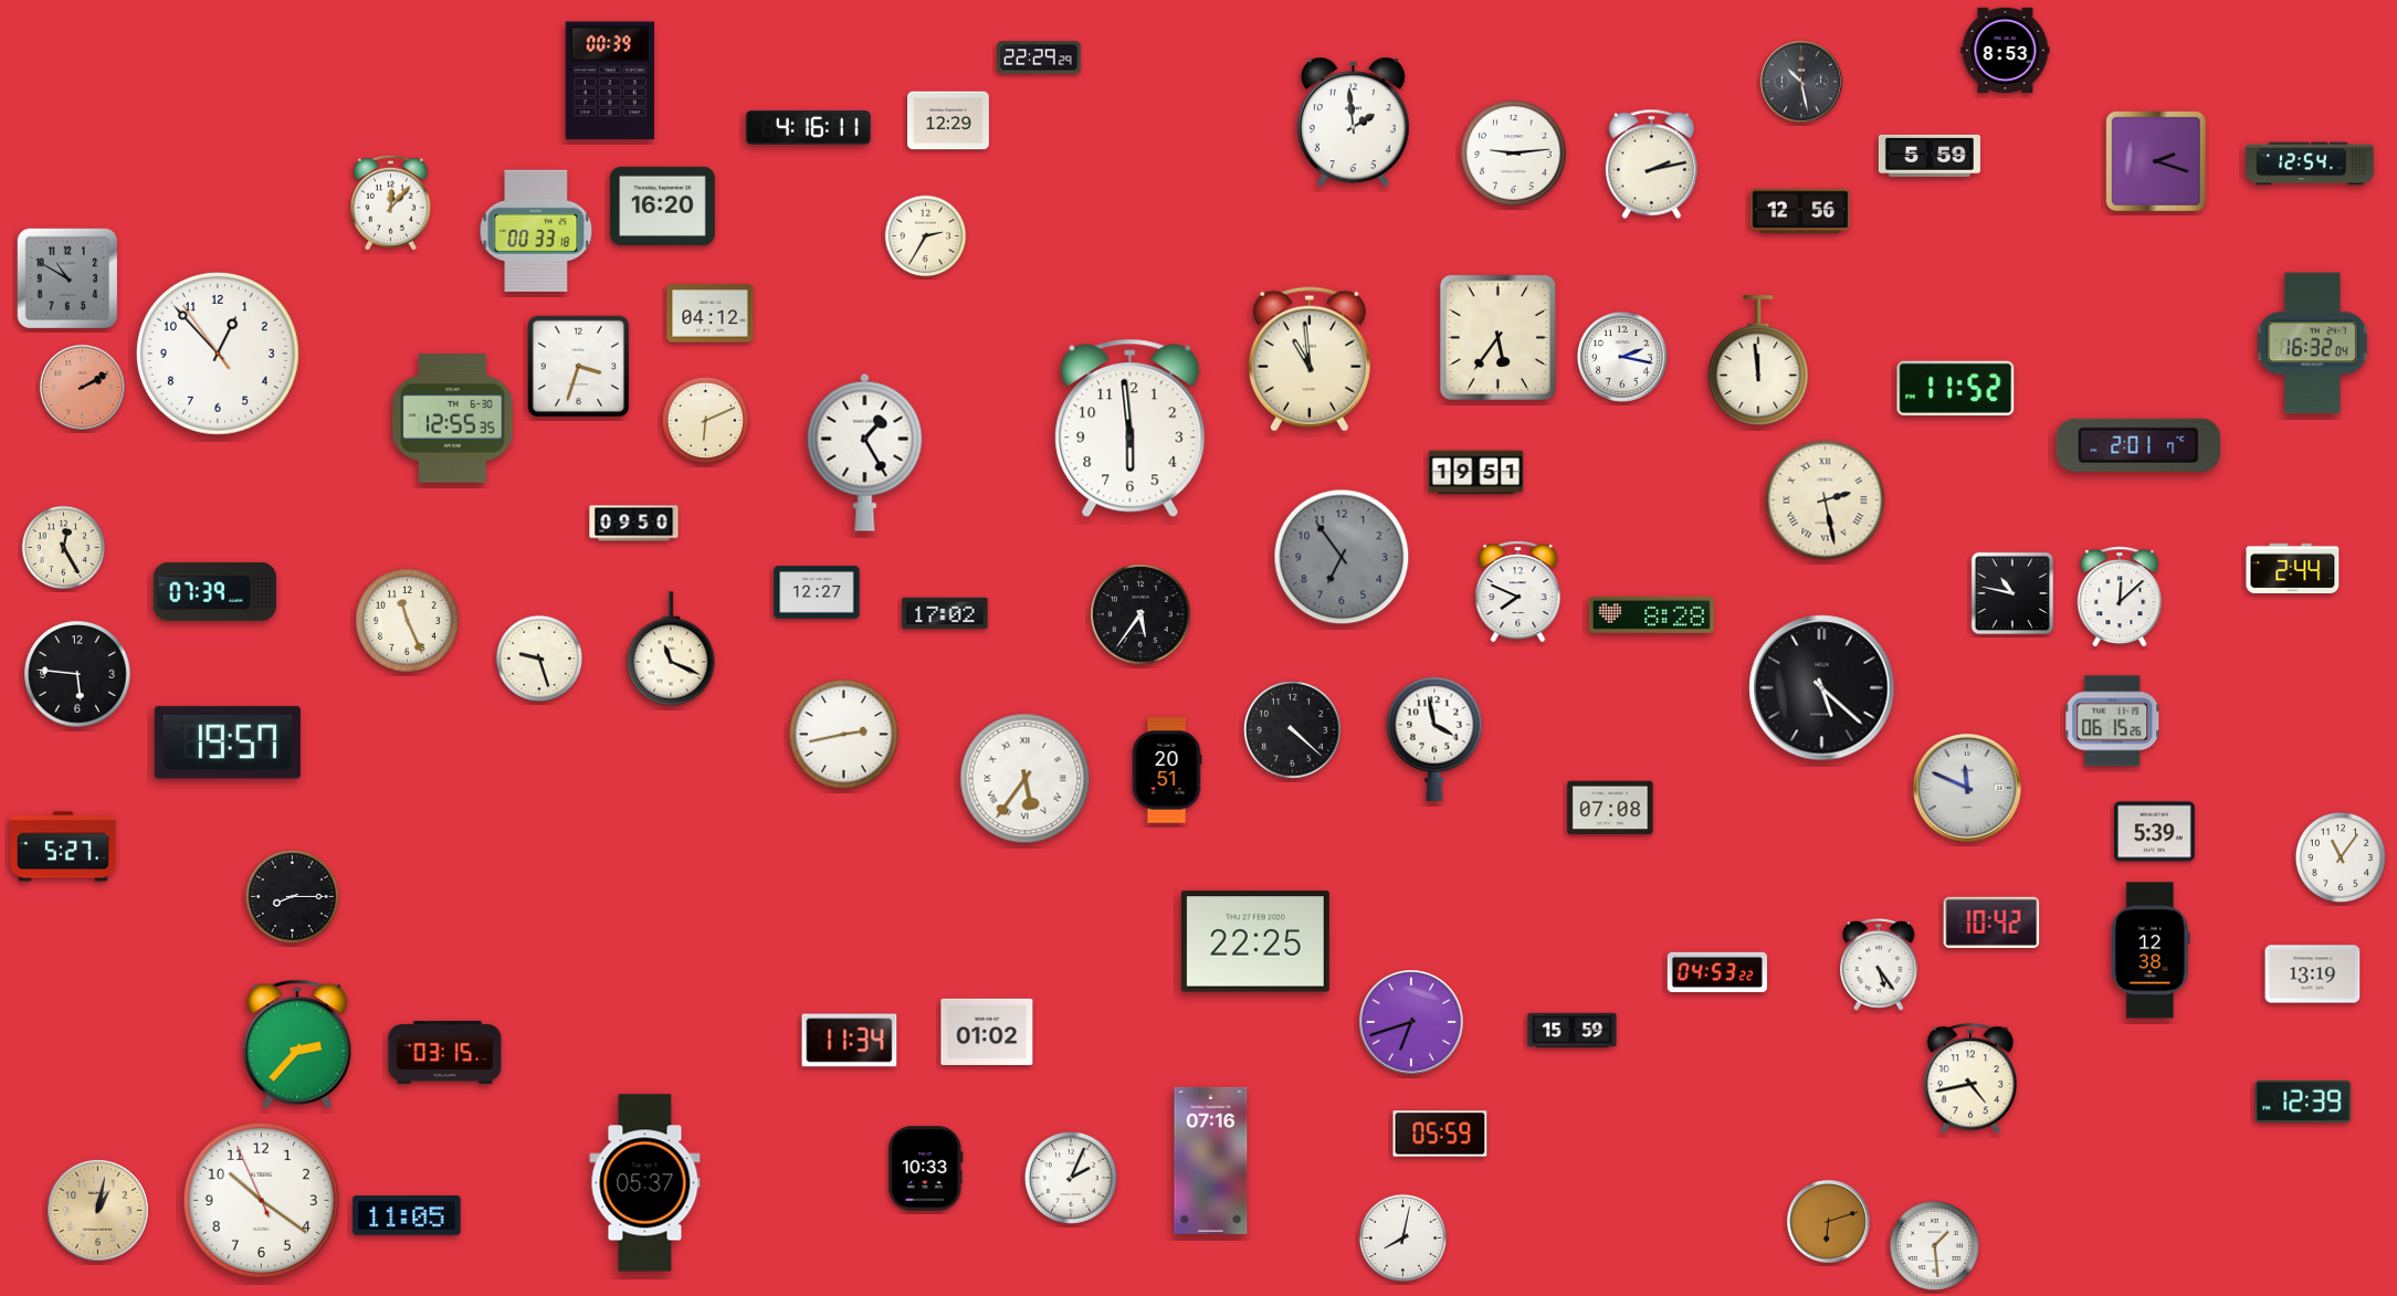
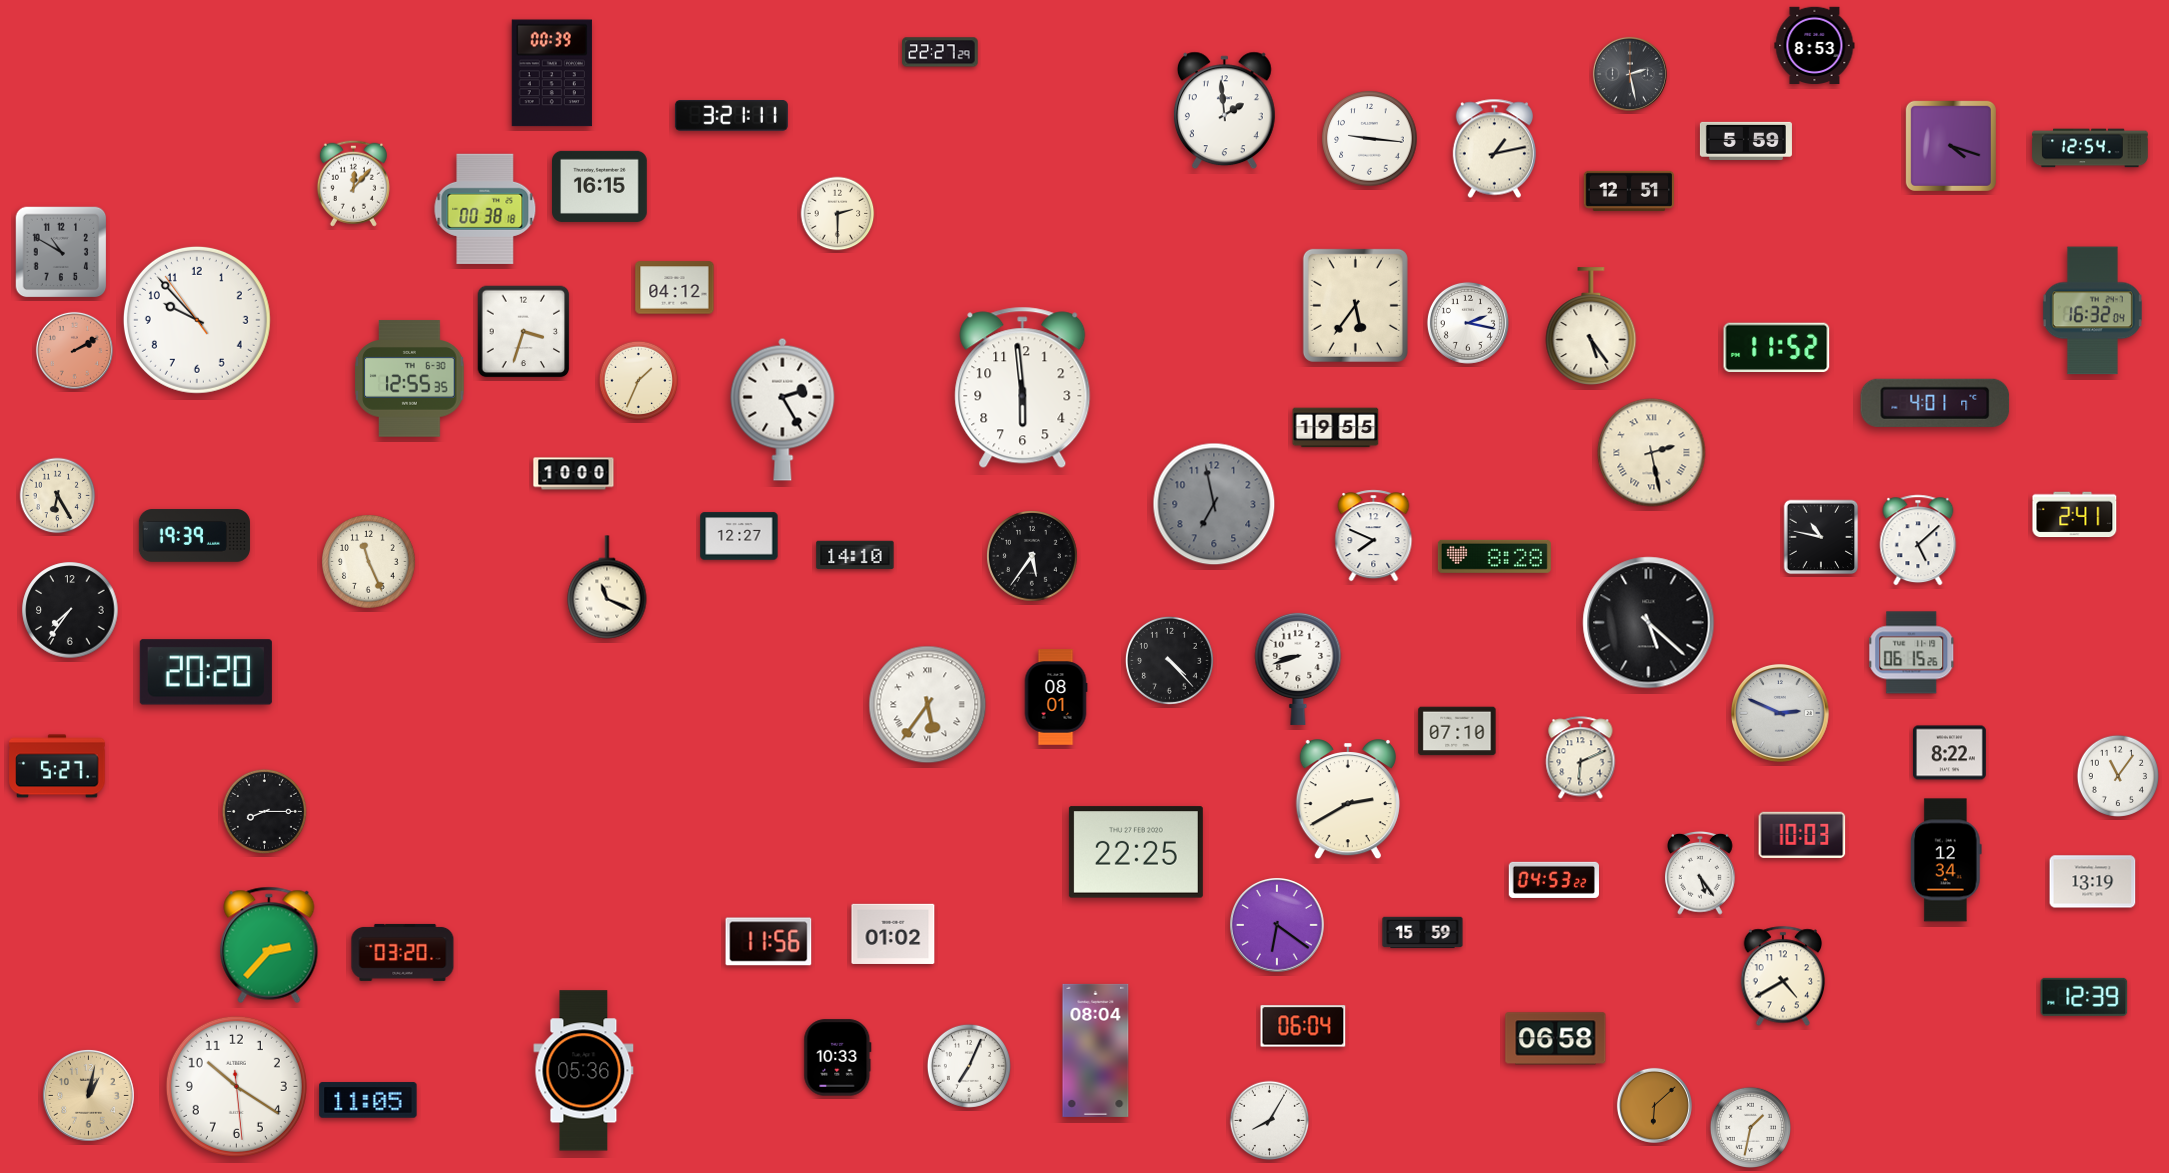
clock at (1039, 57): 22:29 -> 22:27
clock at (1801, 82): 10:28 -> 2:28
clock at (948, 120): 12:29 -> none
clock at (808, 128): 4:16 -> 3:21
clock at (1514, 154): 9:14 -> 9:16
clock at (2156, 161): 2:18 -> 4:18
clock at (1651, 165): 2:13 -> 1:13
clock at (663, 206): 16:20 -> 16:15
clock at (1800, 211): 12:56 -> 12:51
clock at (536, 231): 00:33 -> 00:38
clock at (926, 236): 2:35 -> 2:30
clock at (711, 314) position: (711, 314) -> (675, 288)
clock at (218, 354): 12:52 -> 9:52
clock at (1310, 359): 10:59 -> none
clock at (1758, 360): 11:59 -> 5:24
clock at (1956, 388) position: (1956, 388) -> (1777, 347)
clock at (706, 421): 6:11 -> 1:34
clock at (2138, 445): 2:01 -> 4:01
clock at (865, 452): 1:25 -> 2:25
clock at (1476, 473): 19:51 -> 19:55
clock at (634, 524): 09:50 -> 10:00
clock at (64, 548): 12:25 -> 6:25
clock at (1342, 557): 6:54 -> 6:58
clock at (2293, 569): 2:44 -> 2:41
clock at (214, 592): 07:39 -> 19:39
clock at (2120, 597): 12:08 -> 5:08
clock at (945, 613): 17:02 -> 14:10
clock at (539, 658): 9:27 -> none
clock at (77, 674): 5:46 -> 7:36
clock at (1292, 729): 4:22 -> 4:23
clock at (844, 735): 2:43 -> none
clock at (1434, 738): 3:58 -> 8:42
clock at (228, 742): 19:57 -> 20:20
clock at (1167, 770): 20:51 -> 08:01
clock at (1968, 789): 11:49 -> 2:49
clock at (1610, 808): 07:08 -> 07:10
clock at (2154, 832): 5:39 -> 8:22
clock at (1581, 758): none -> 6:11
clock at (1348, 800): none -> 2:40
clock at (1991, 923): 10:42 -> 10:03
clock at (2151, 950): 12:38 -> 12:34
clock at (1412, 1023): 6:42 -> 6:21
clock at (850, 1041): 11:34 -> 11:56
clock at (445, 1052): 03:15 -> 03:20
clock at (1970, 1078): 4:43 -> 4:40
clock at (1440, 1134): 05:59 -> 06:04
clock at (1556, 1039): none -> 06:58
clock at (1211, 1160): 07:16 -> 08:04
clock at (1071, 1178): 2:04 -> 7:04
clock at (645, 1183): 05:37 -> 05:36
clock at (261, 1200): 10:20:56 -> 10:20:29
clock at (1828, 1221): 6:12 -> 6:08
clock at (1403, 1239): 8:02 -> 8:05
clock at (1934, 1245): 1:29 -> 1:32
